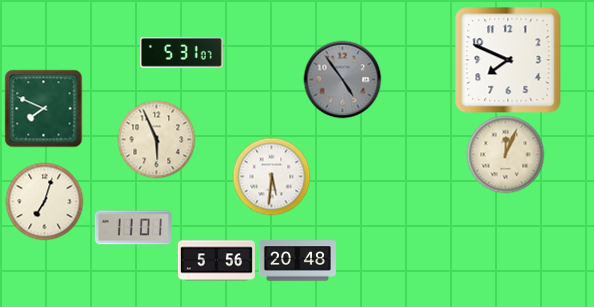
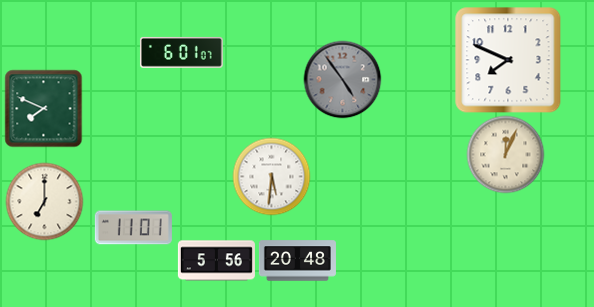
clock at (181, 52): 5:31 -> 6:01
clock at (156, 139): 5:56 -> none
clock at (44, 201): 7:03 -> 7:00
